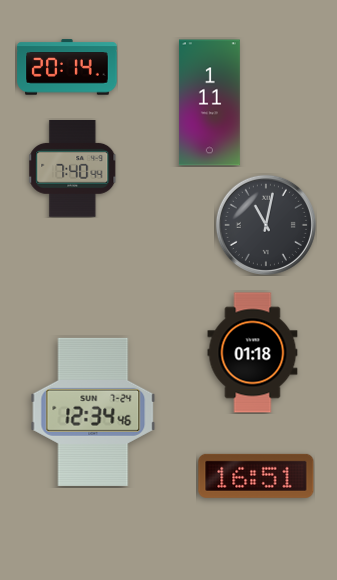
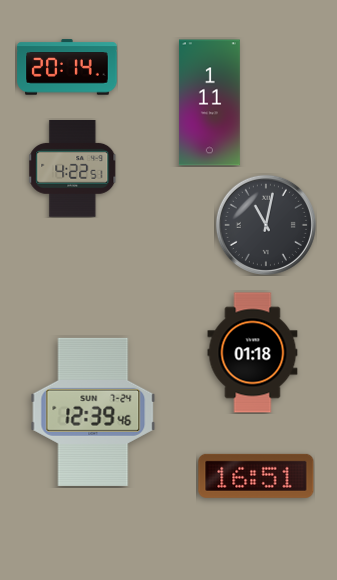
clock at (73, 169): 7:40 -> 4:22
clock at (93, 412): 12:34 -> 12:39
